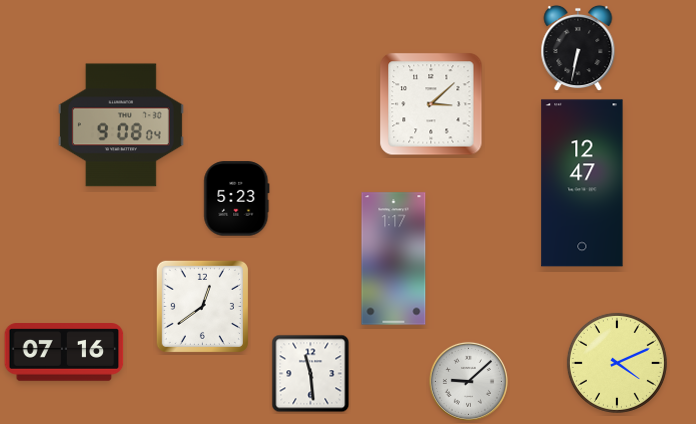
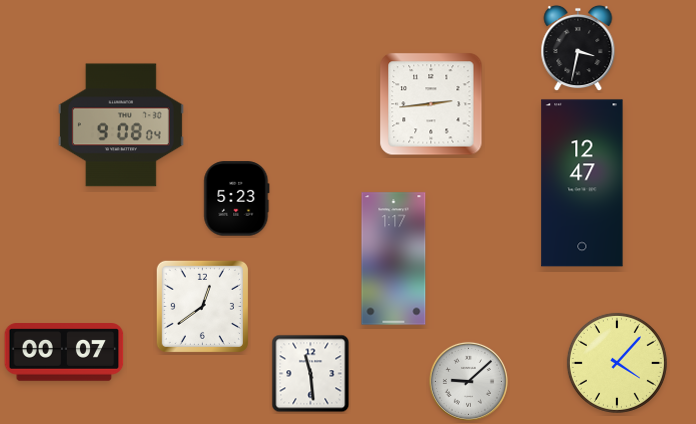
clock at (578, 48): 6:32 -> 3:32
clock at (431, 104): 3:08 -> 2:44
clock at (64, 353): 07:16 -> 00:07
clock at (617, 363): 4:11 -> 4:07
